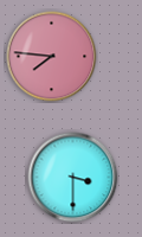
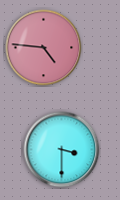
clock at (52, 57): 7:46 -> 4:46
